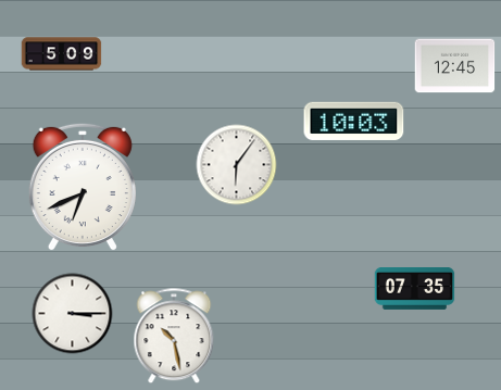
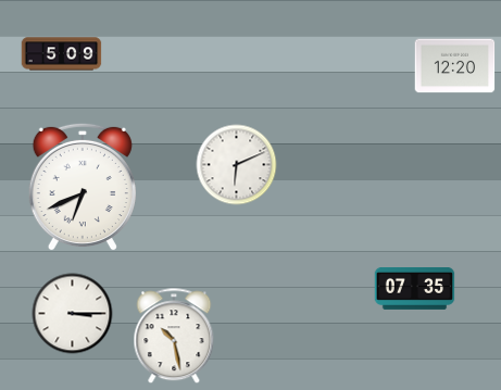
clock at (455, 66): 12:45 -> 12:20
clock at (354, 121): 10:03 -> none
clock at (237, 165): 6:06 -> 6:11
